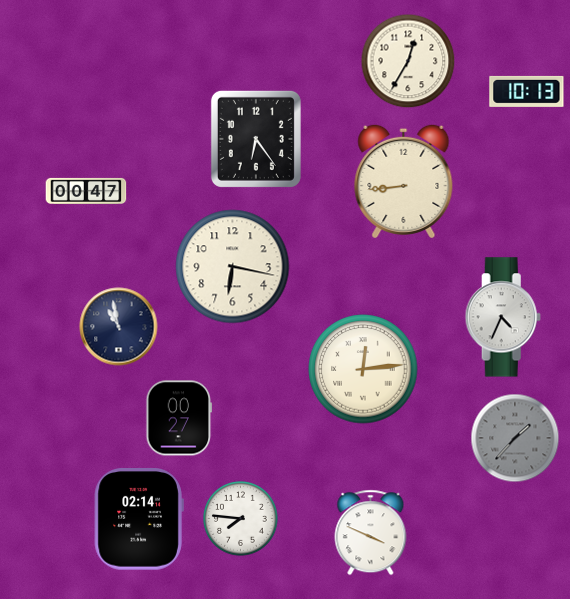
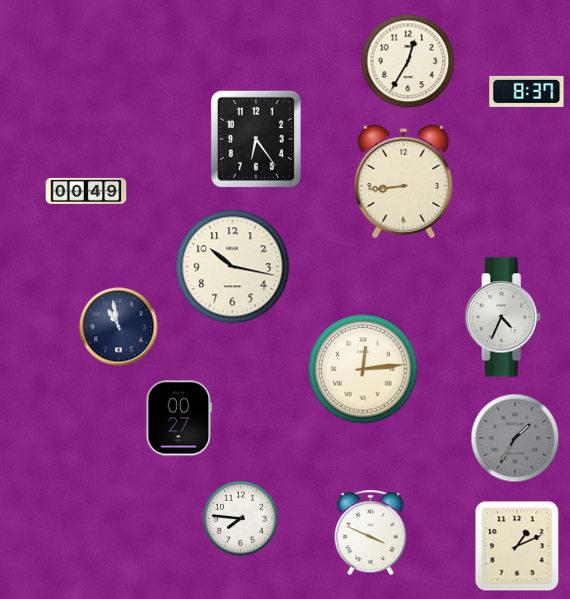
clock at (527, 91): 10:13 -> 8:37
clock at (86, 191): 00:47 -> 00:49
clock at (233, 267): 6:17 -> 10:17
clock at (515, 438): 1:37 -> 1:35
clock at (139, 519): 02:14 -> none
clock at (517, 546): none -> 1:11
